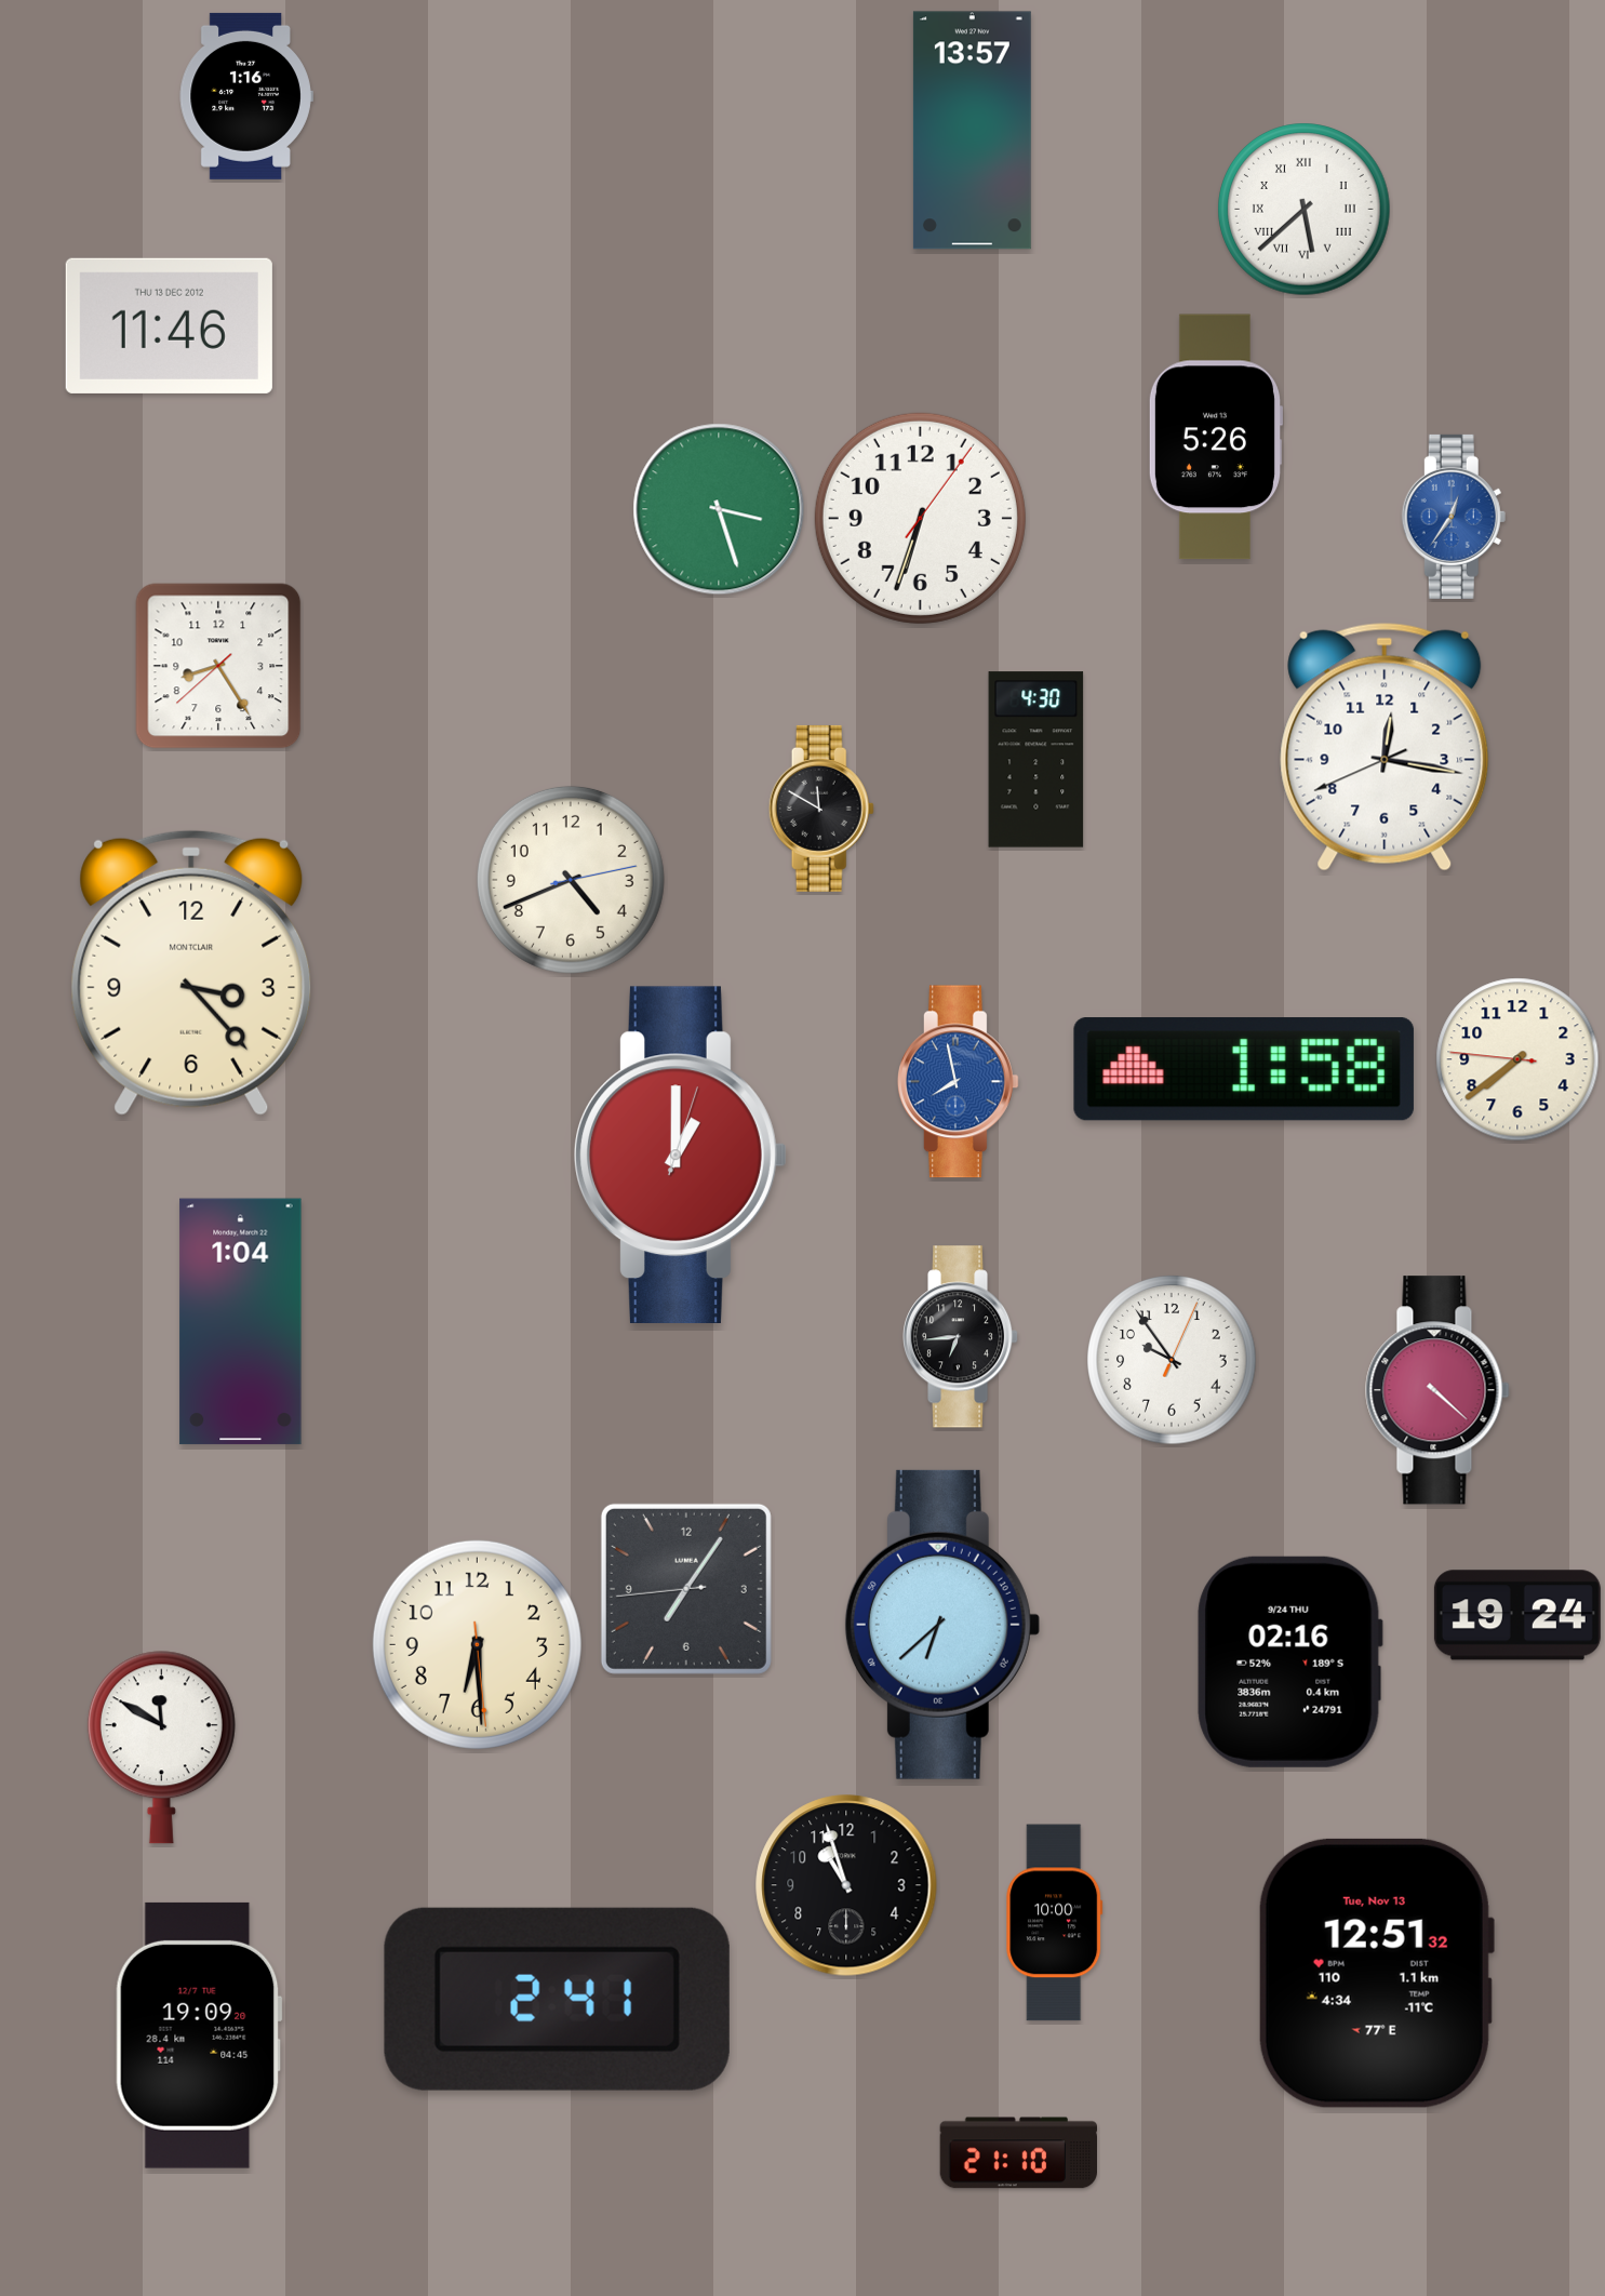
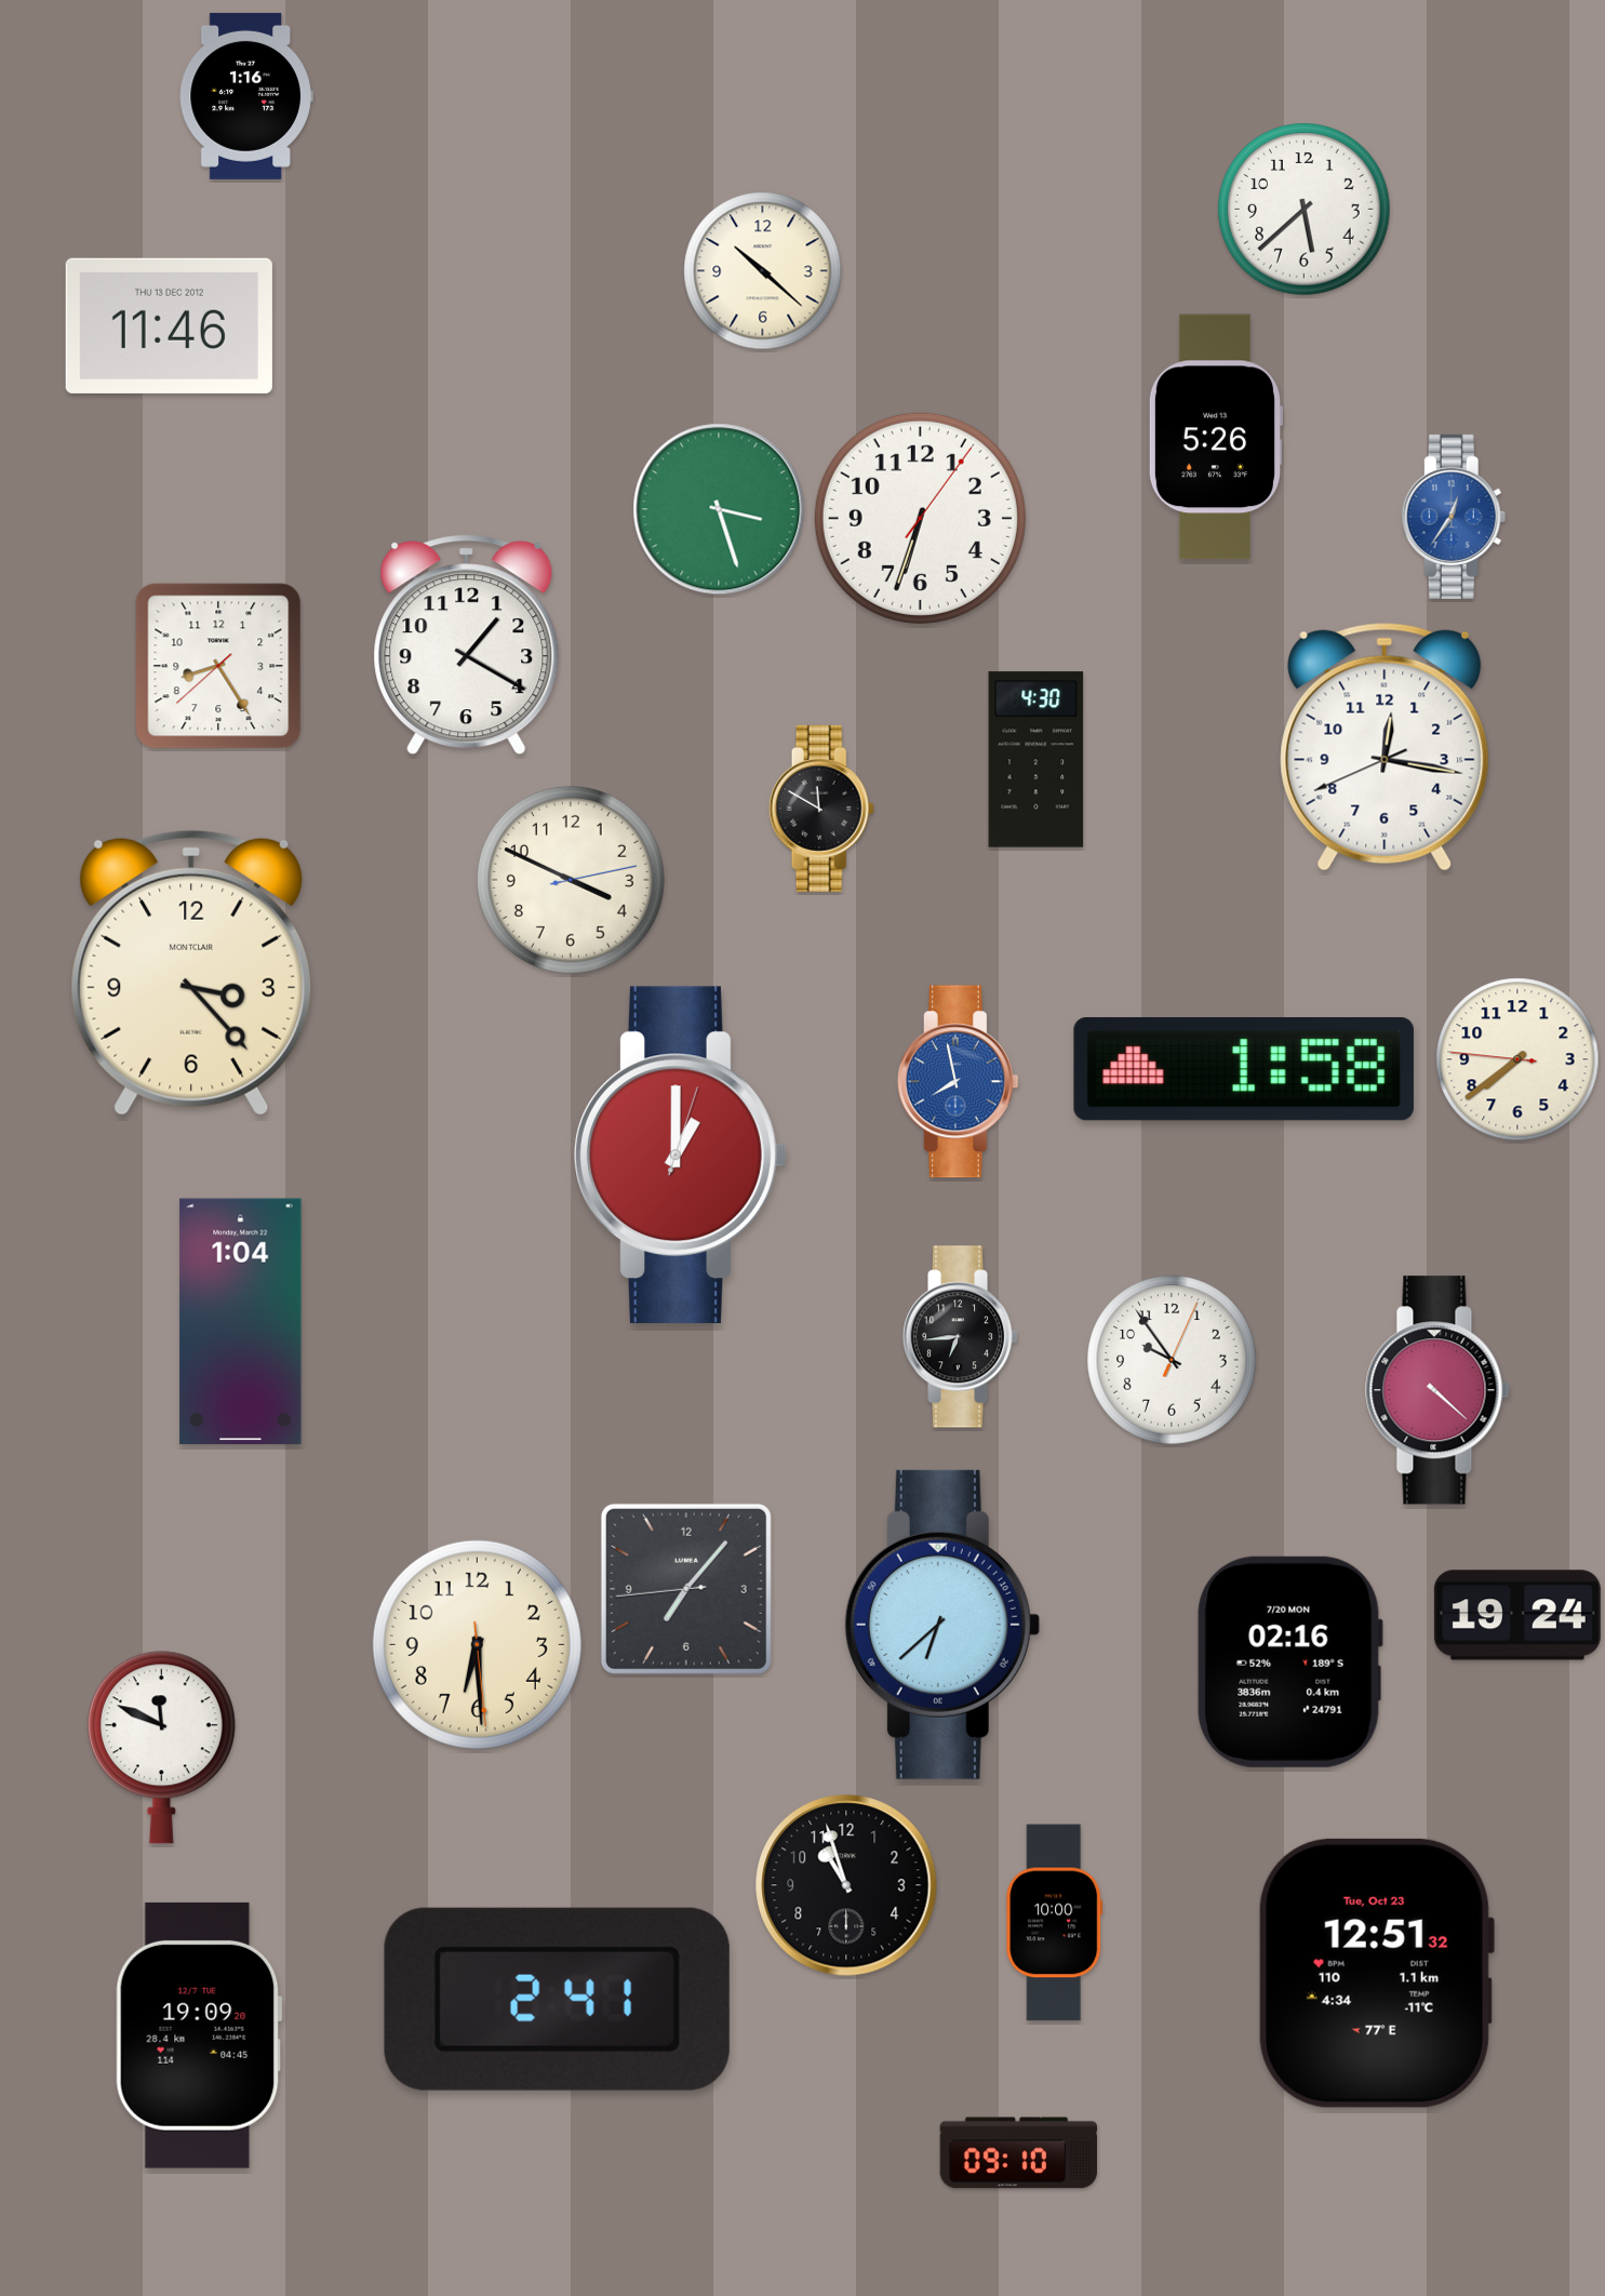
clock at (972, 131): 13:57 -> none
clock at (1305, 210) numerals: Roman -> Arabic
clock at (763, 271): none -> 10:22
clock at (467, 645): none -> 1:20
clock at (571, 880): 4:41 -> 3:49
clock at (686, 1589): 7:05 -> 7:06
clock at (1289, 1661) date: 9/24 THU -> 7/20 MON
clock at (161, 1748): 11:50 -> 11:49
clock at (1376, 1973) date: Tue, Nov 13 -> Tue, Oct 23
clock at (1018, 2153): 21:10 -> 09:10
